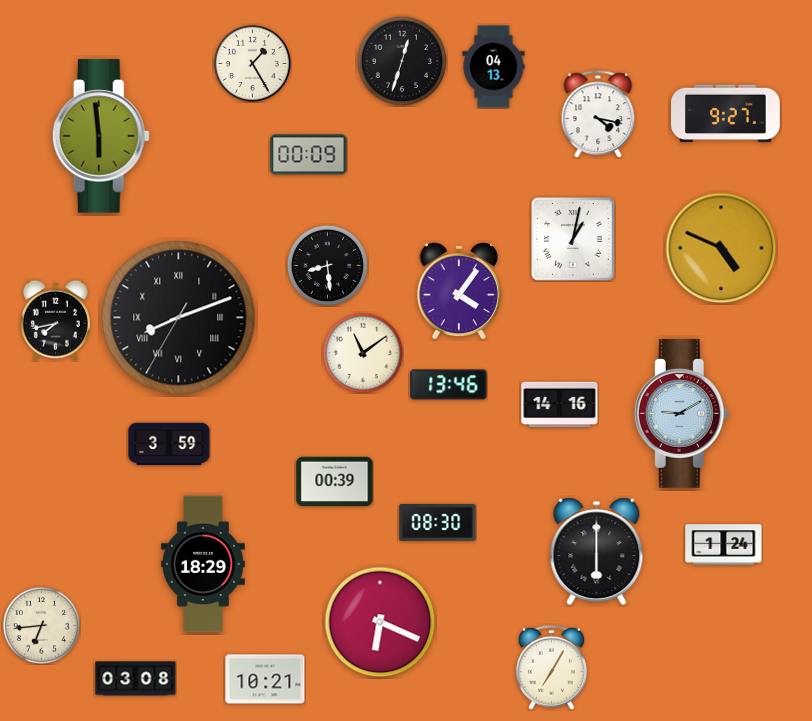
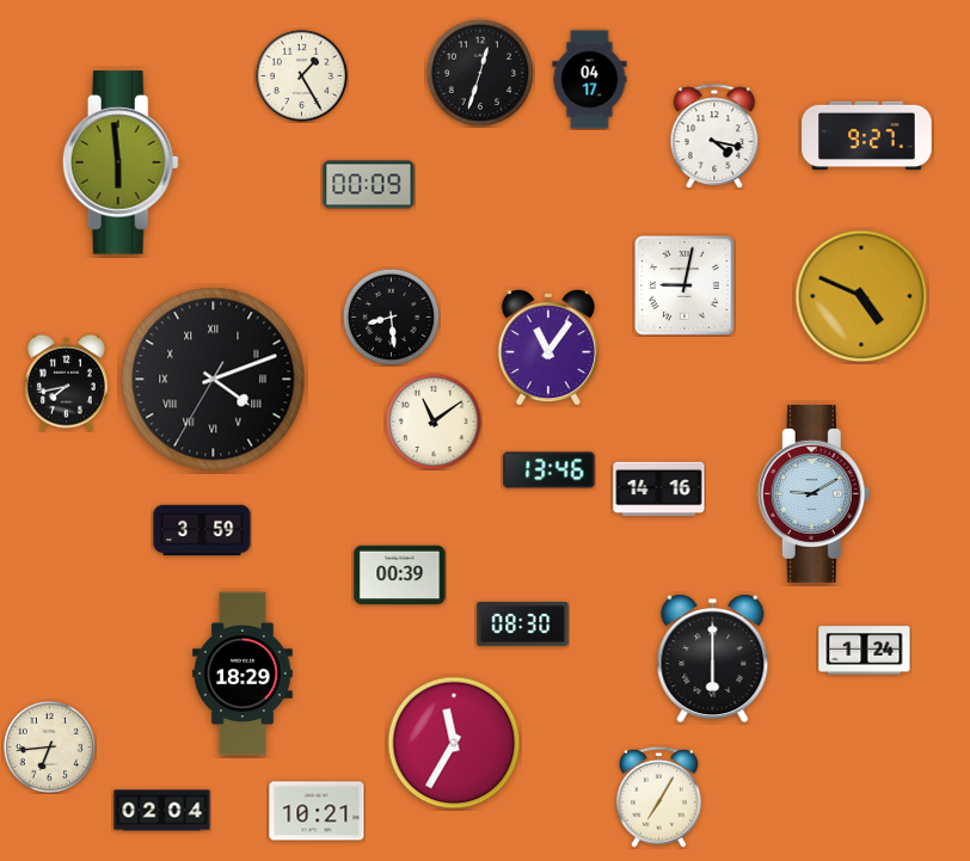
clock at (494, 67): 04:13 -> 04:17
clock at (573, 239): 1:02 -> 9:02
clock at (459, 292): 4:06 -> 11:06
clock at (179, 318): 8:11 -> 4:11
clock at (449, 385) position: (449, 385) -> (550, 471)
clock at (560, 405) position: (560, 405) -> (659, 490)
clock at (380, 622): 6:19 -> 11:35
clock at (136, 679): 03:08 -> 02:04
